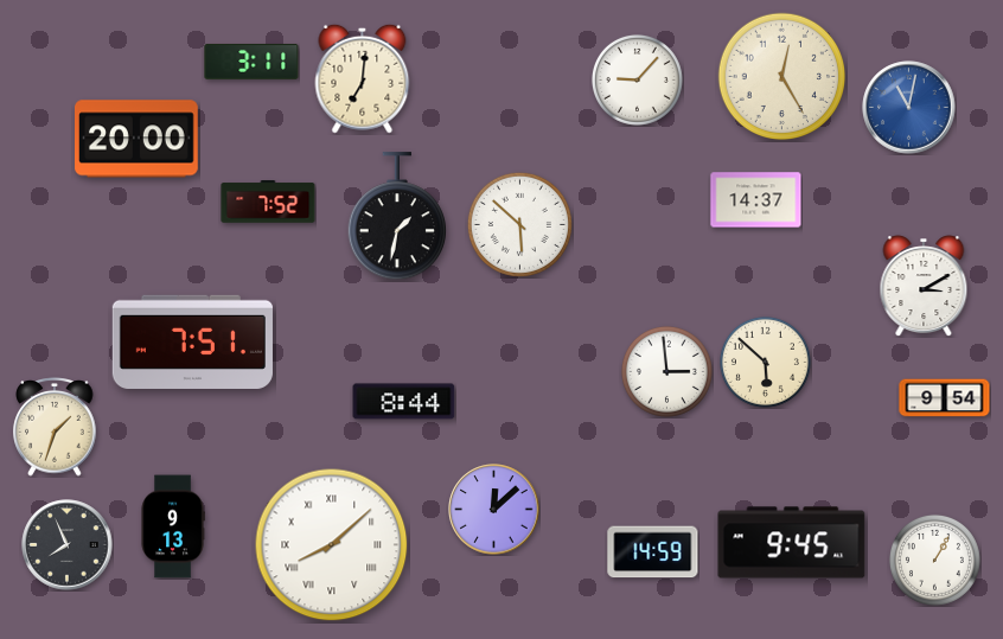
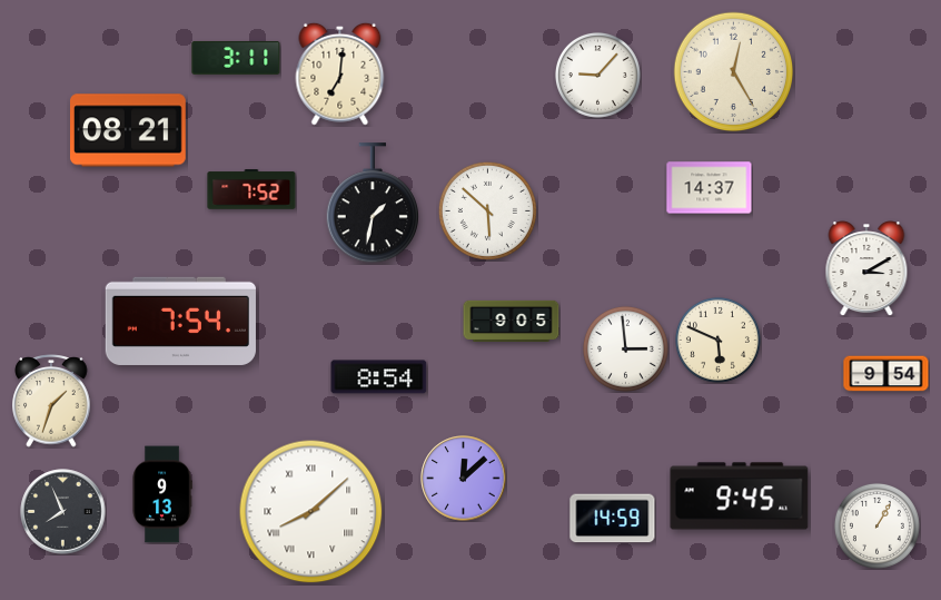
clock at (909, 108): 11:02 -> none
clock at (138, 139): 20:00 -> 08:21
clock at (192, 341): 7:51 -> 7:54
clock at (512, 321): none -> 9:05
clock at (765, 362): 5:52 -> 5:49
clock at (404, 402): 8:44 -> 8:54
clock at (792, 543) position: (792, 543) -> (740, 496)
